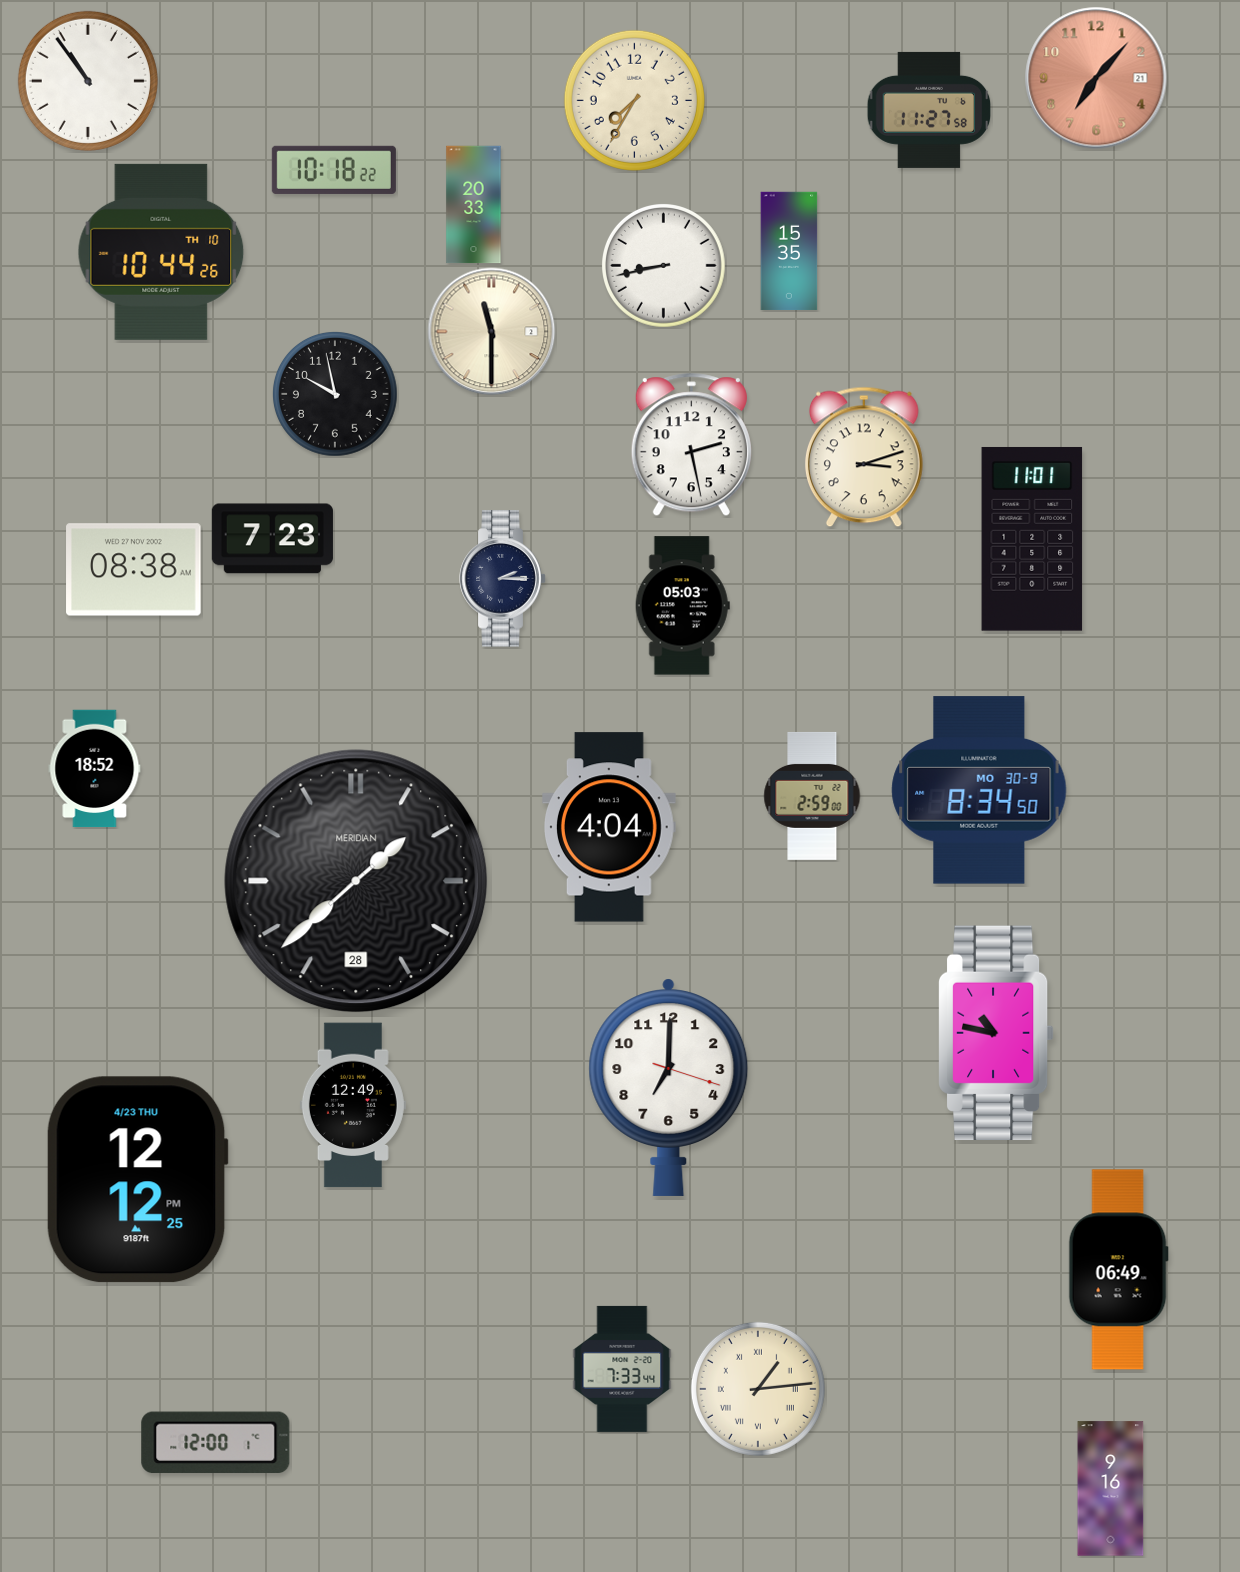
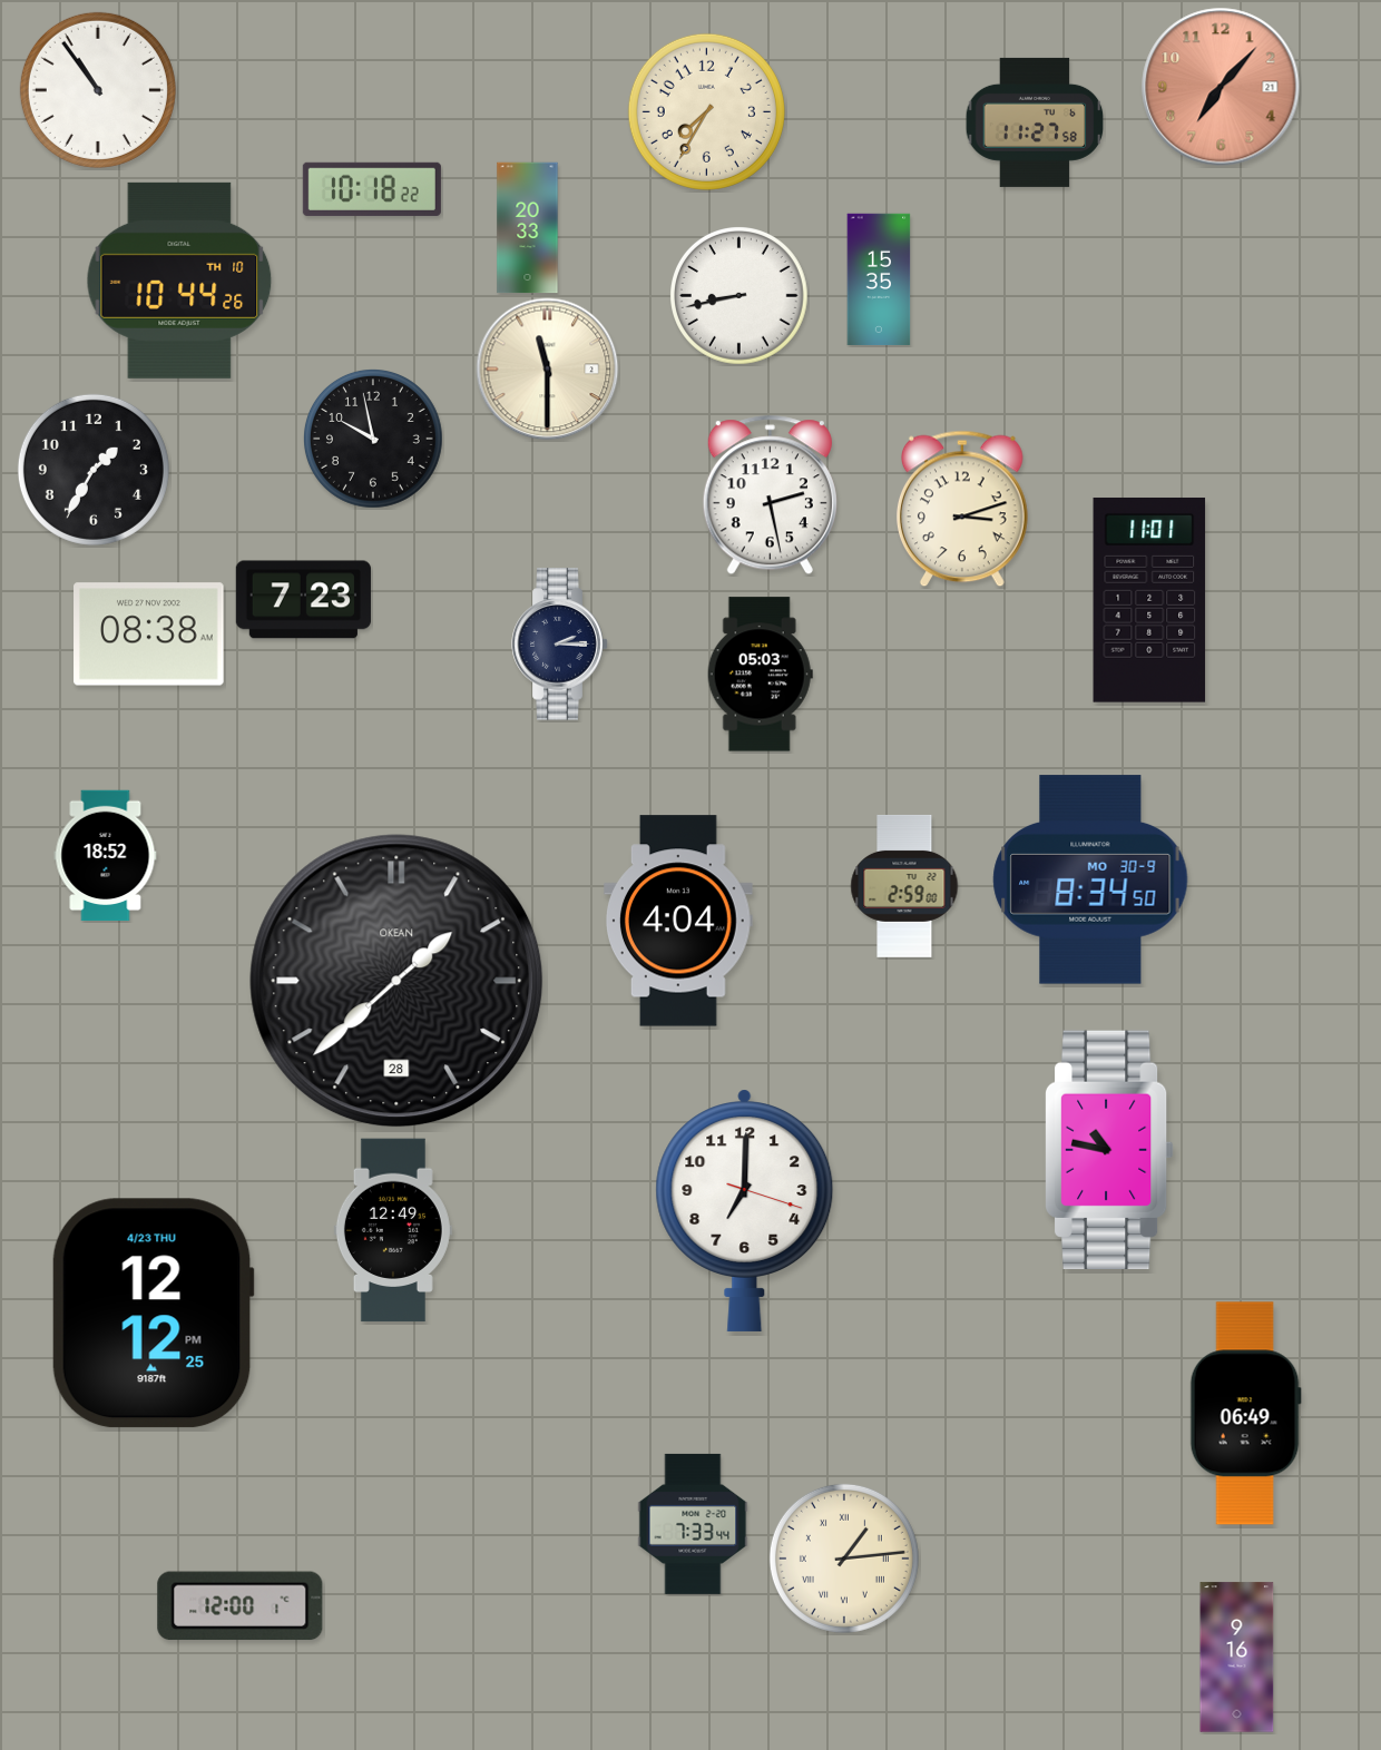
clock at (94, 470): none -> 1:35
clock at (356, 881) brand: MERIDIAN -> OKEAN
clock at (758, 1389) position: (758, 1389) -> (844, 1559)
